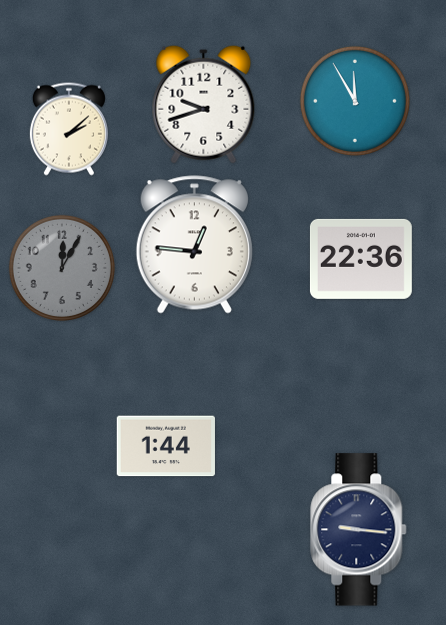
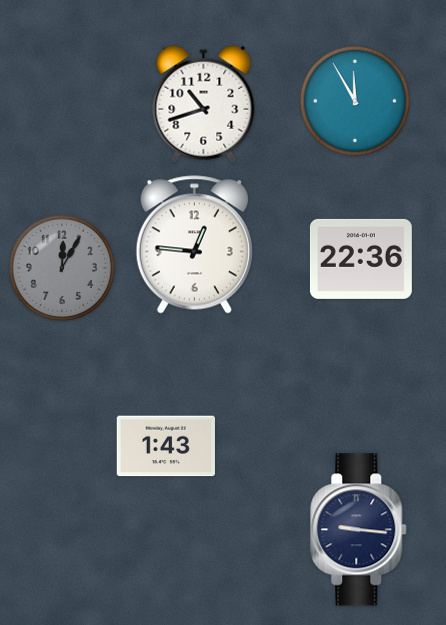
clock at (204, 104): 9:42 -> 10:42
clock at (69, 129): 2:08 -> none
clock at (166, 446): 1:44 -> 1:43
